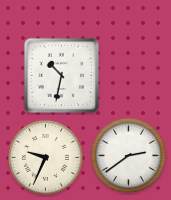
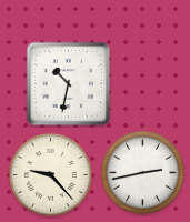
clock at (128, 155): 2:39 -> 2:43
clock at (45, 157): 9:34 -> 9:23
